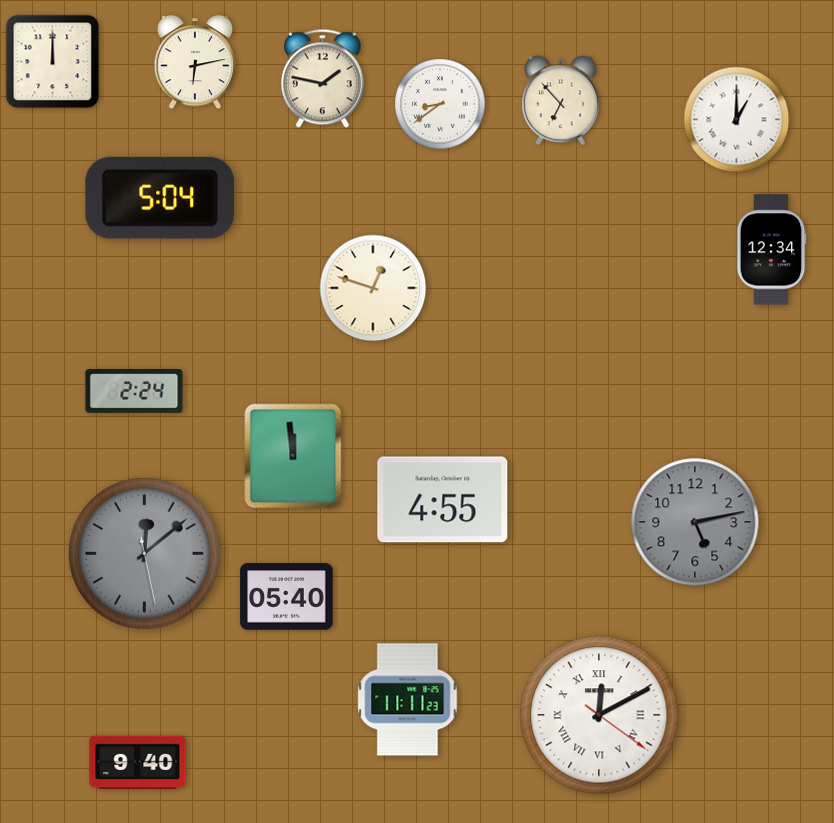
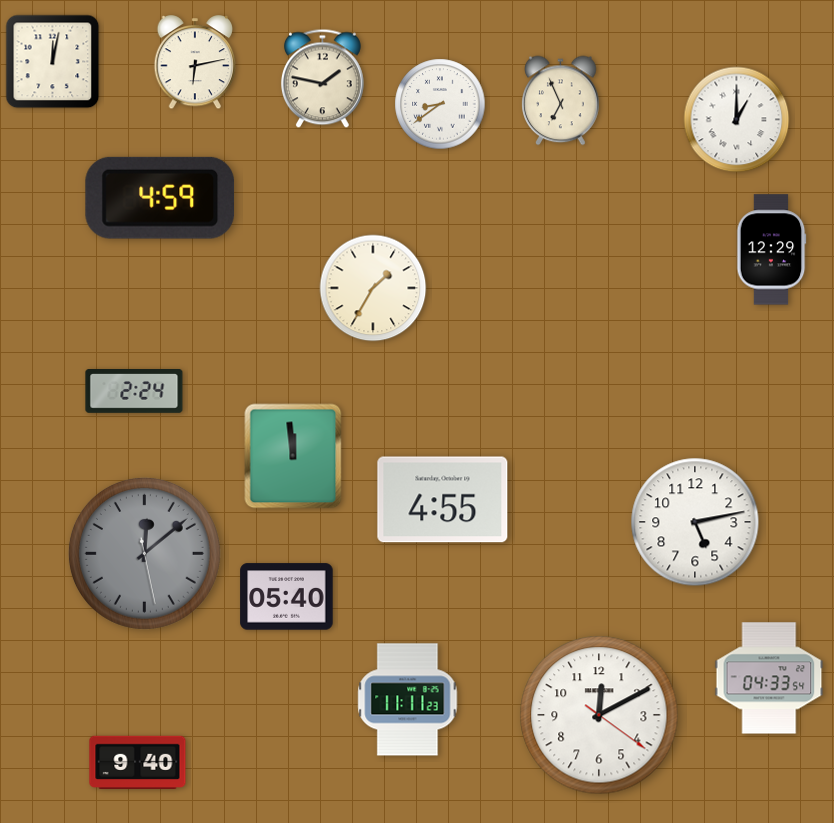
clock at (53, 62): 12:00 -> 12:02
clock at (561, 101): 6:53 -> 6:56
clock at (160, 198): 5:04 -> 4:59
clock at (771, 250): 12:34 -> 12:29
clock at (373, 288): 12:48 -> 1:35
clock at (695, 522) dial: grey -> white
clock at (769, 678): none -> 04:33
clock at (599, 715) numerals: Roman -> Arabic
